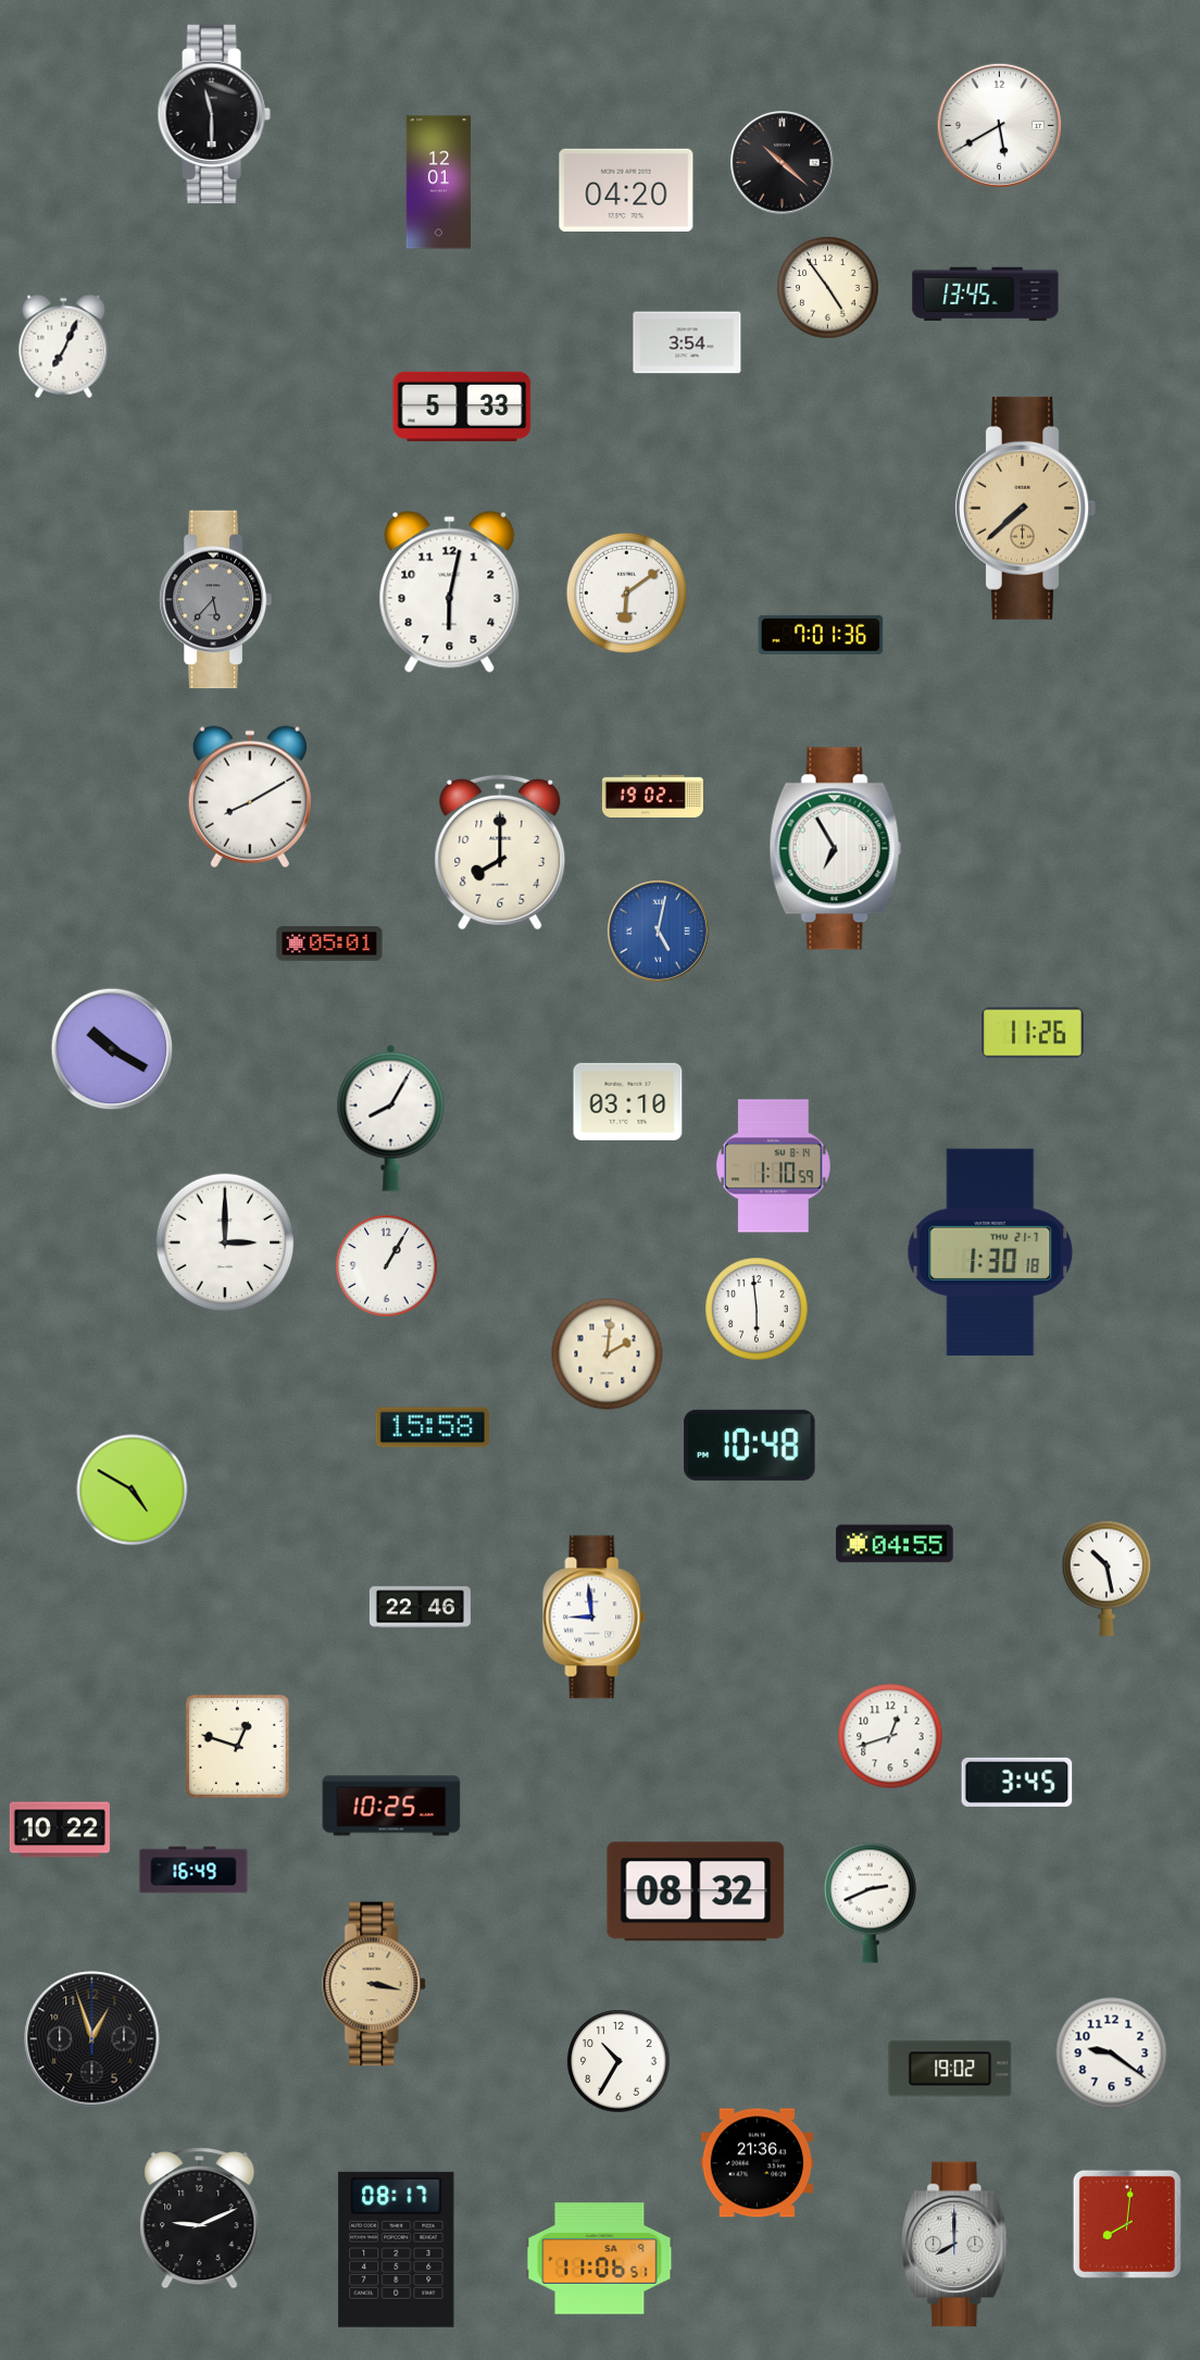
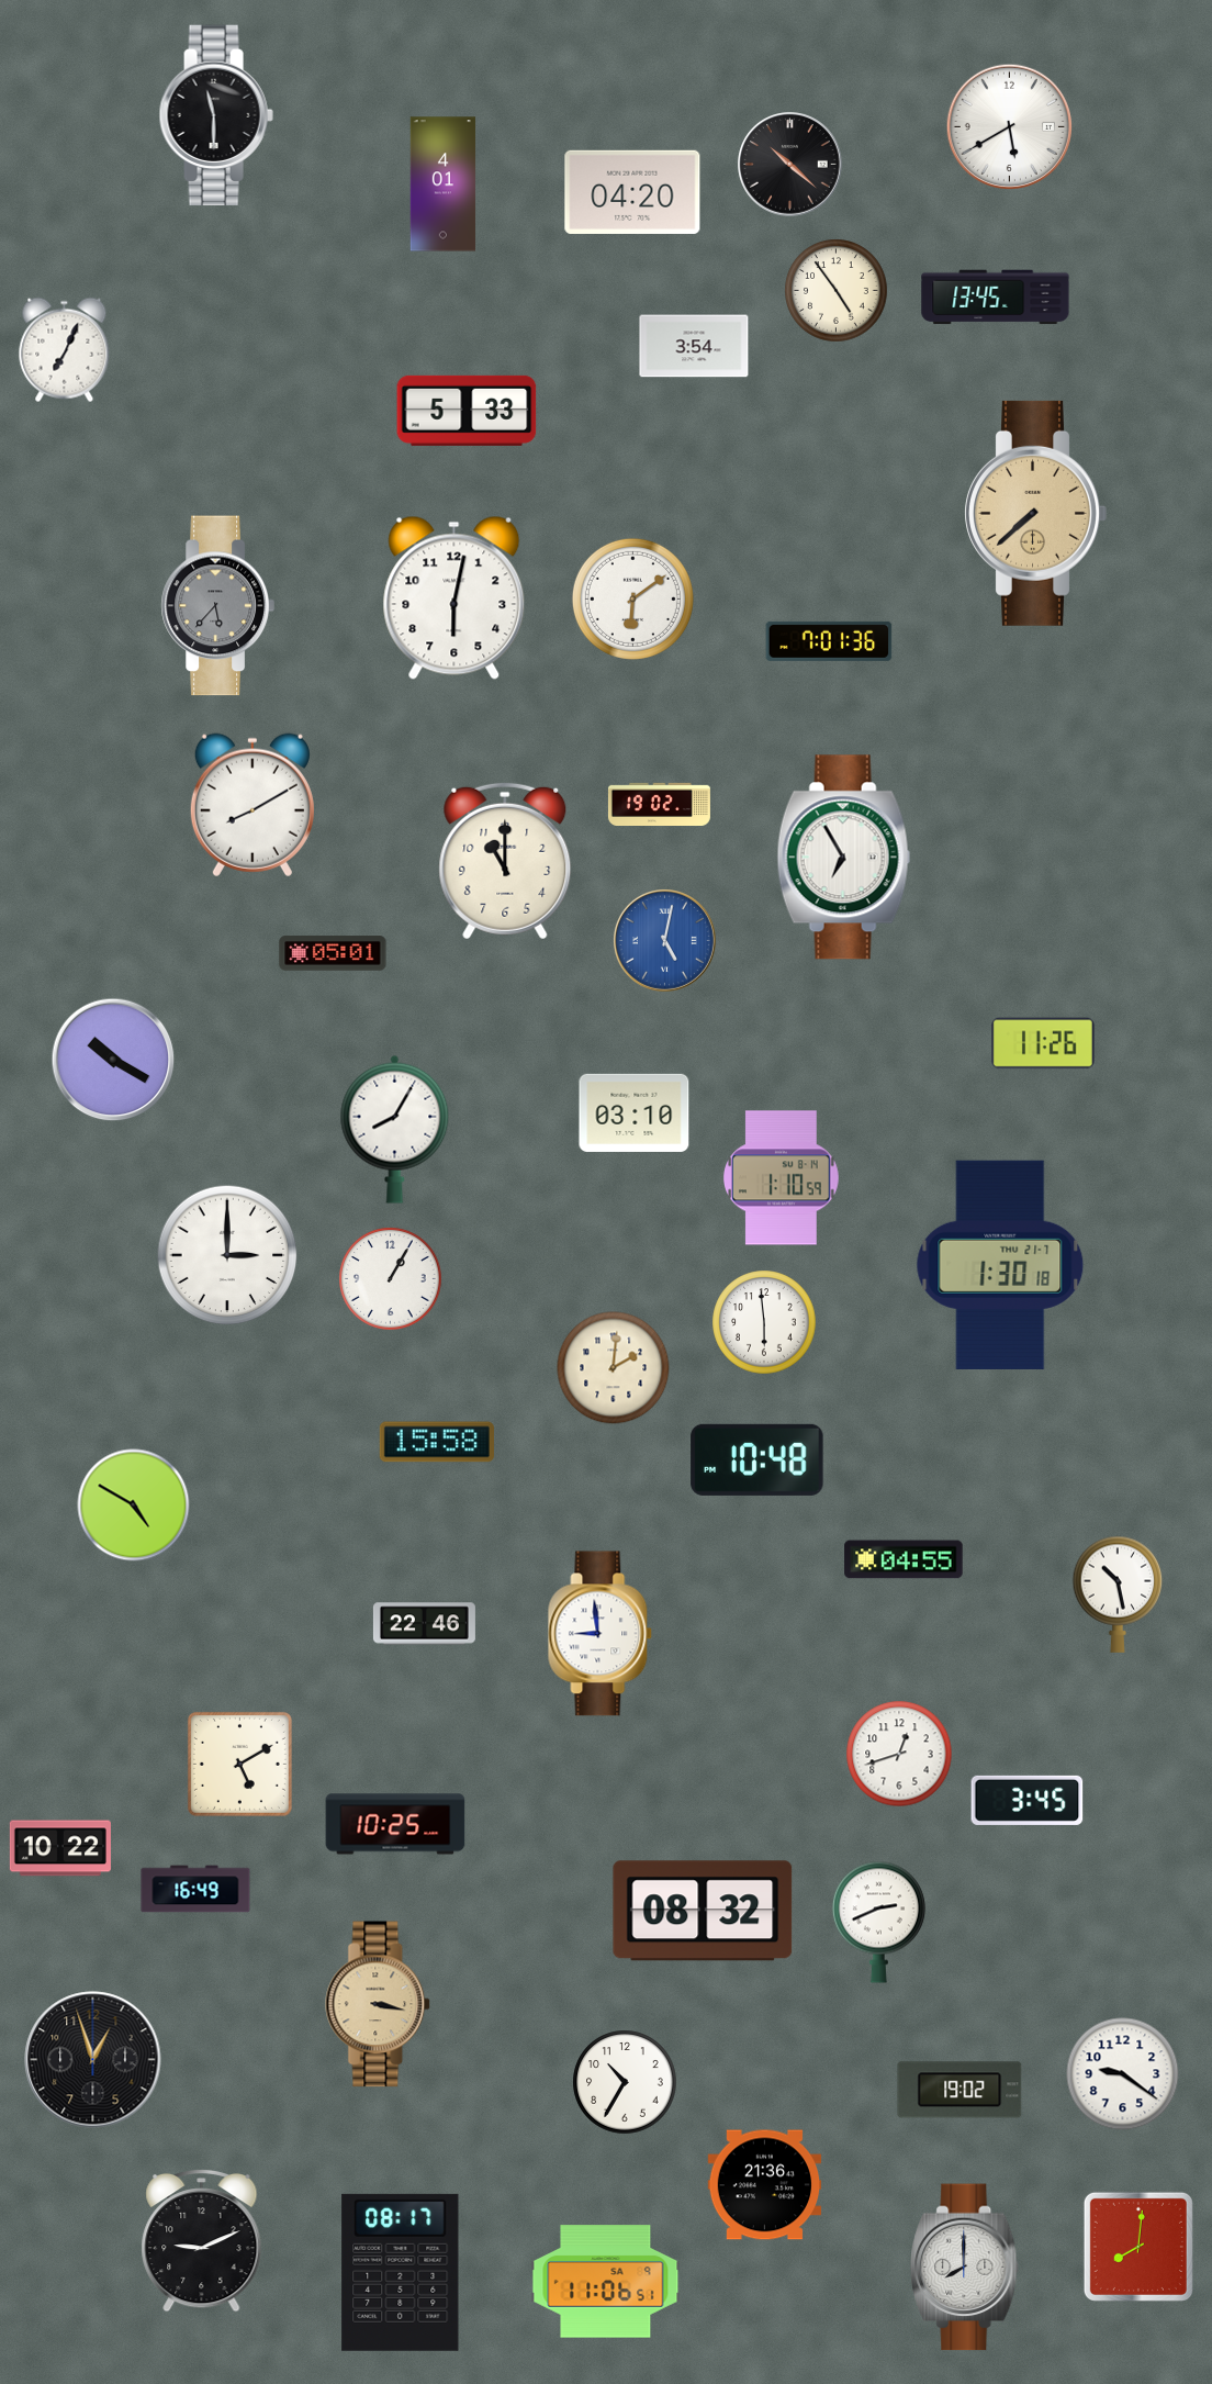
clock at (439, 183): 12:01 -> 4:01
clock at (500, 852): 8:00 -> 11:00
clock at (237, 1746): 12:48 -> 5:10
